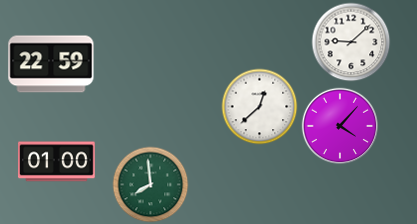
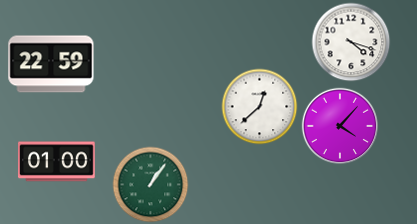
clock at (351, 42): 9:08 -> 4:18
clock at (151, 185): 7:59 -> 1:06
